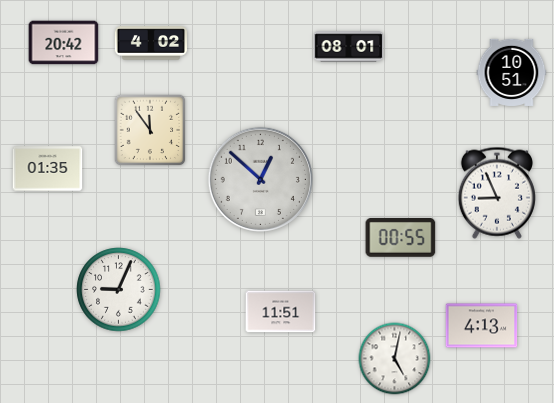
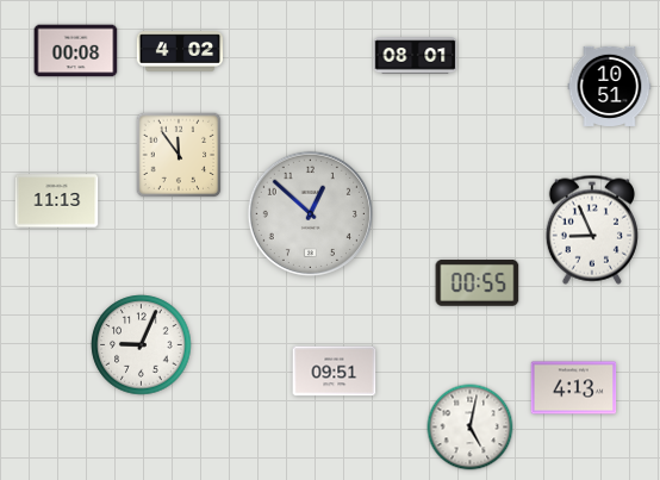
clock at (64, 43): 20:42 -> 00:08
clock at (48, 169): 01:35 -> 11:13
clock at (281, 312): 11:51 -> 09:51
